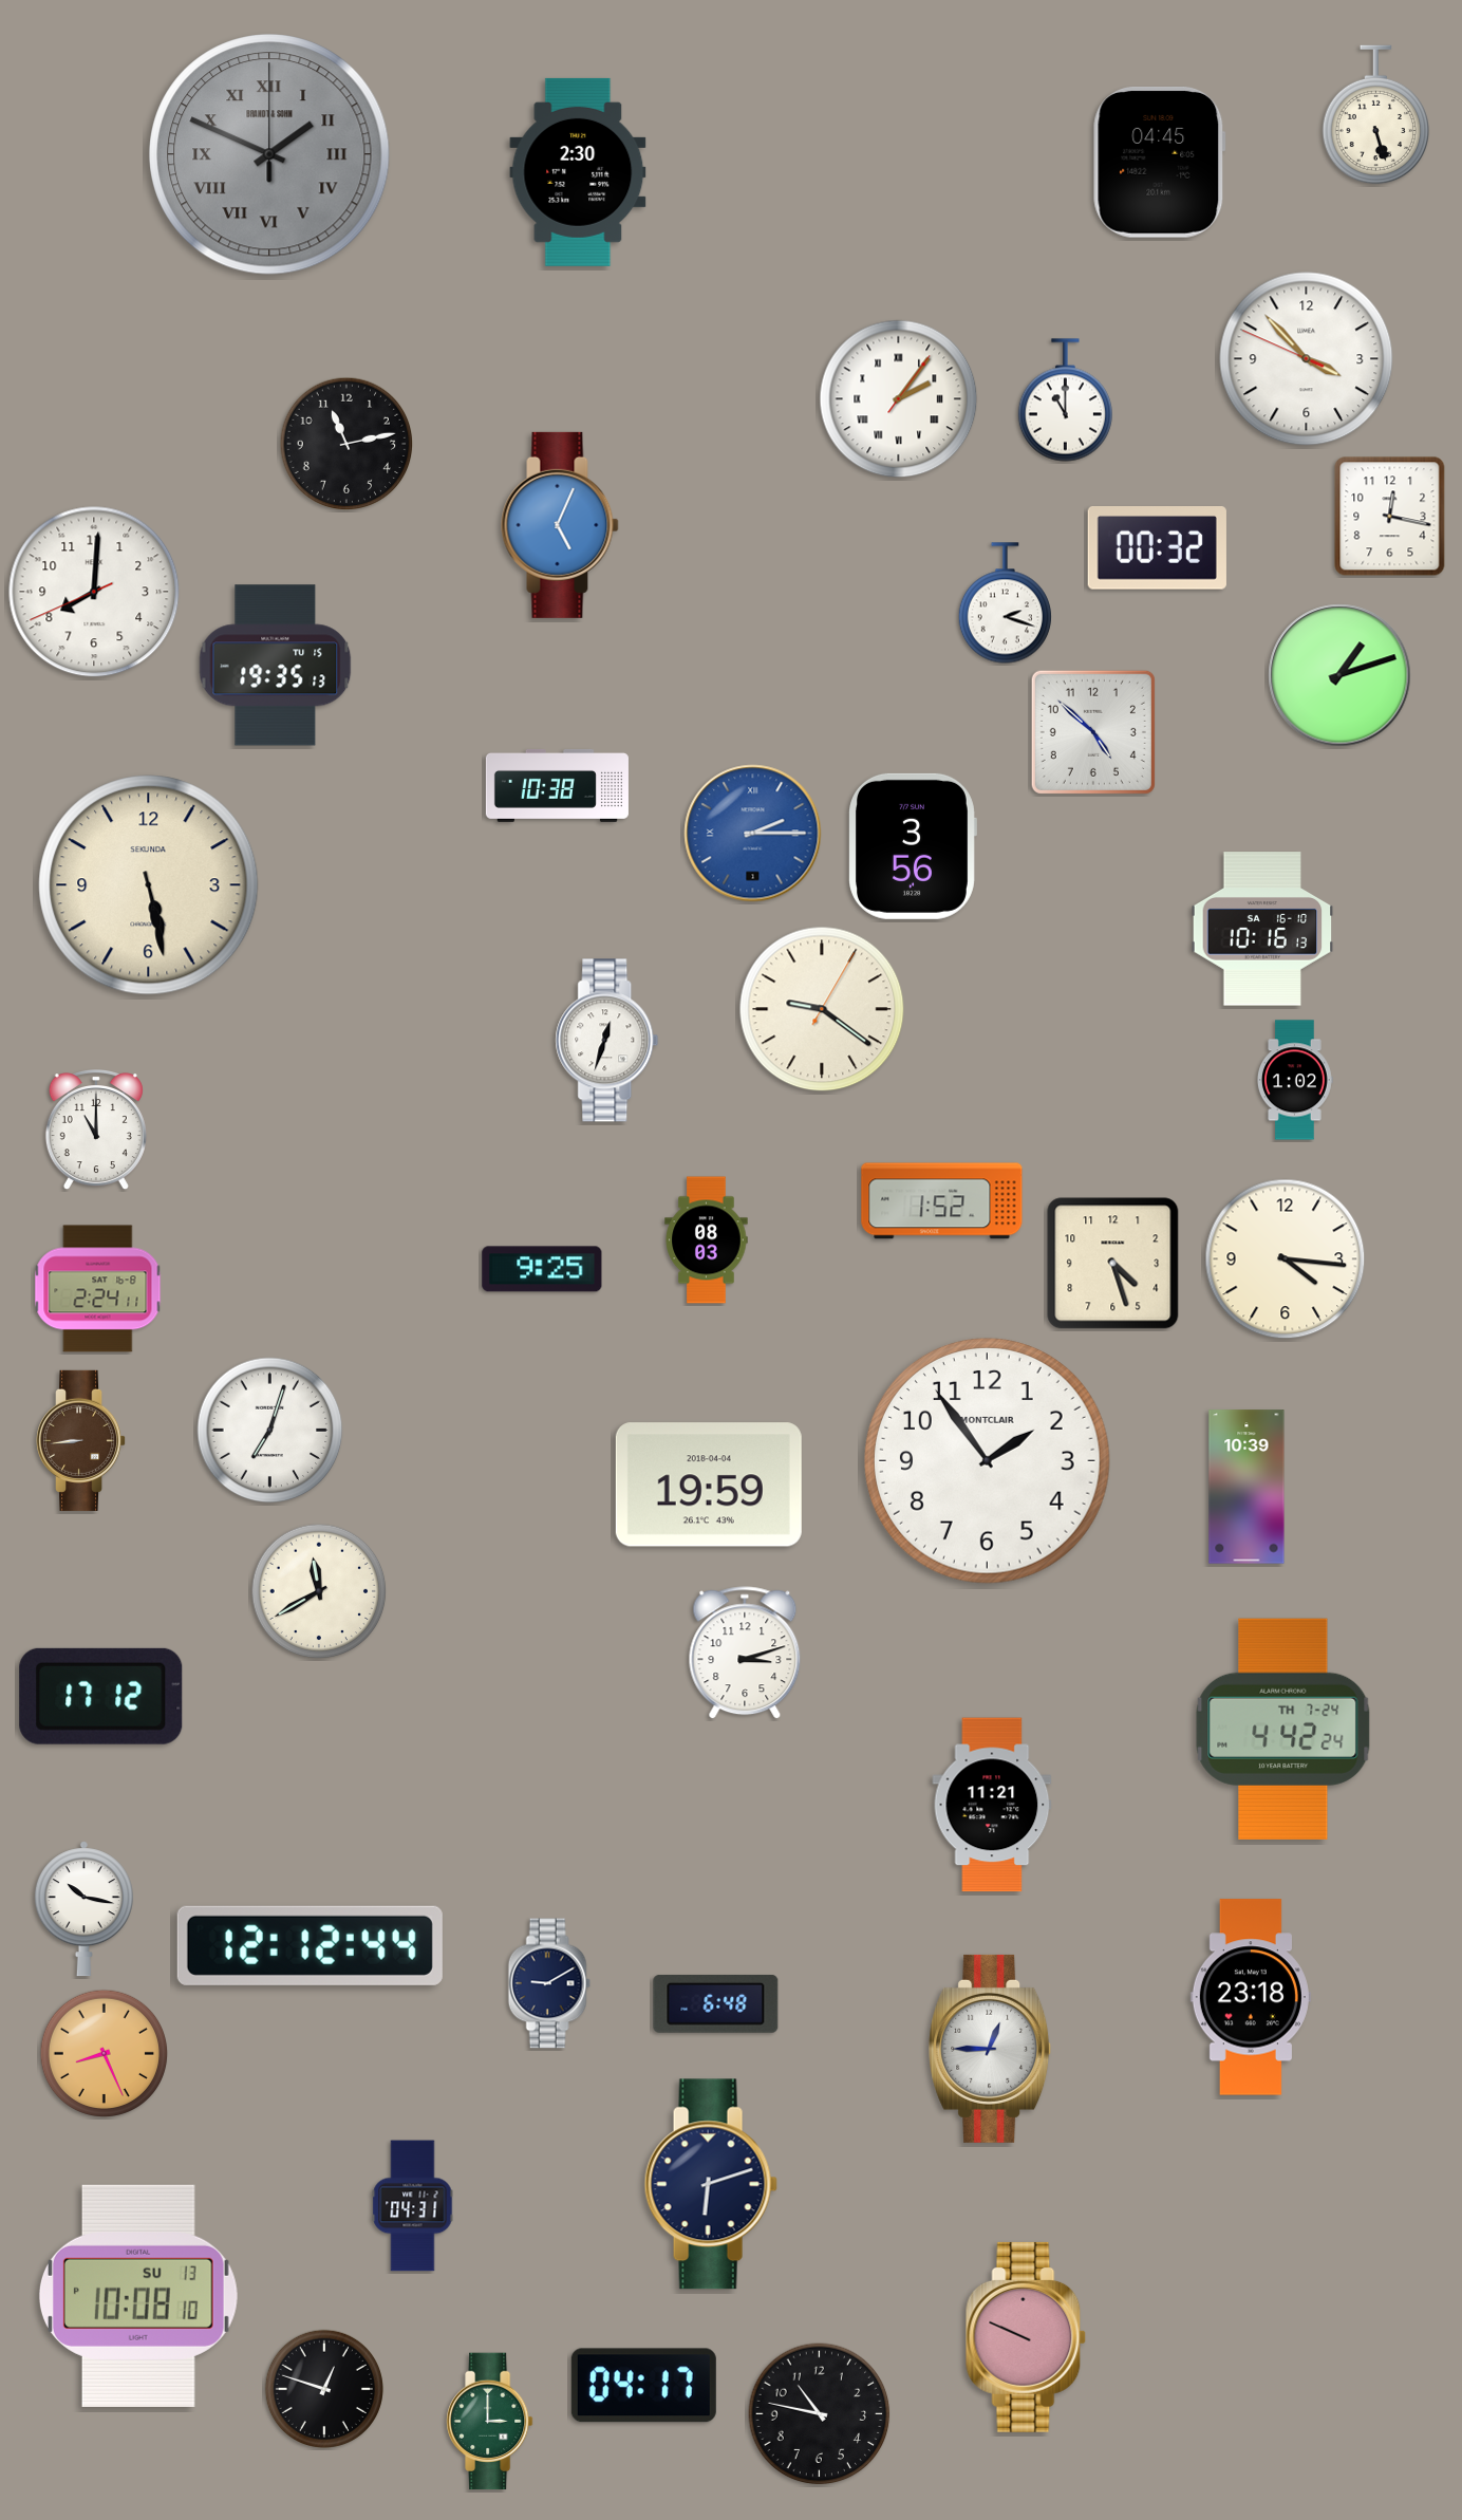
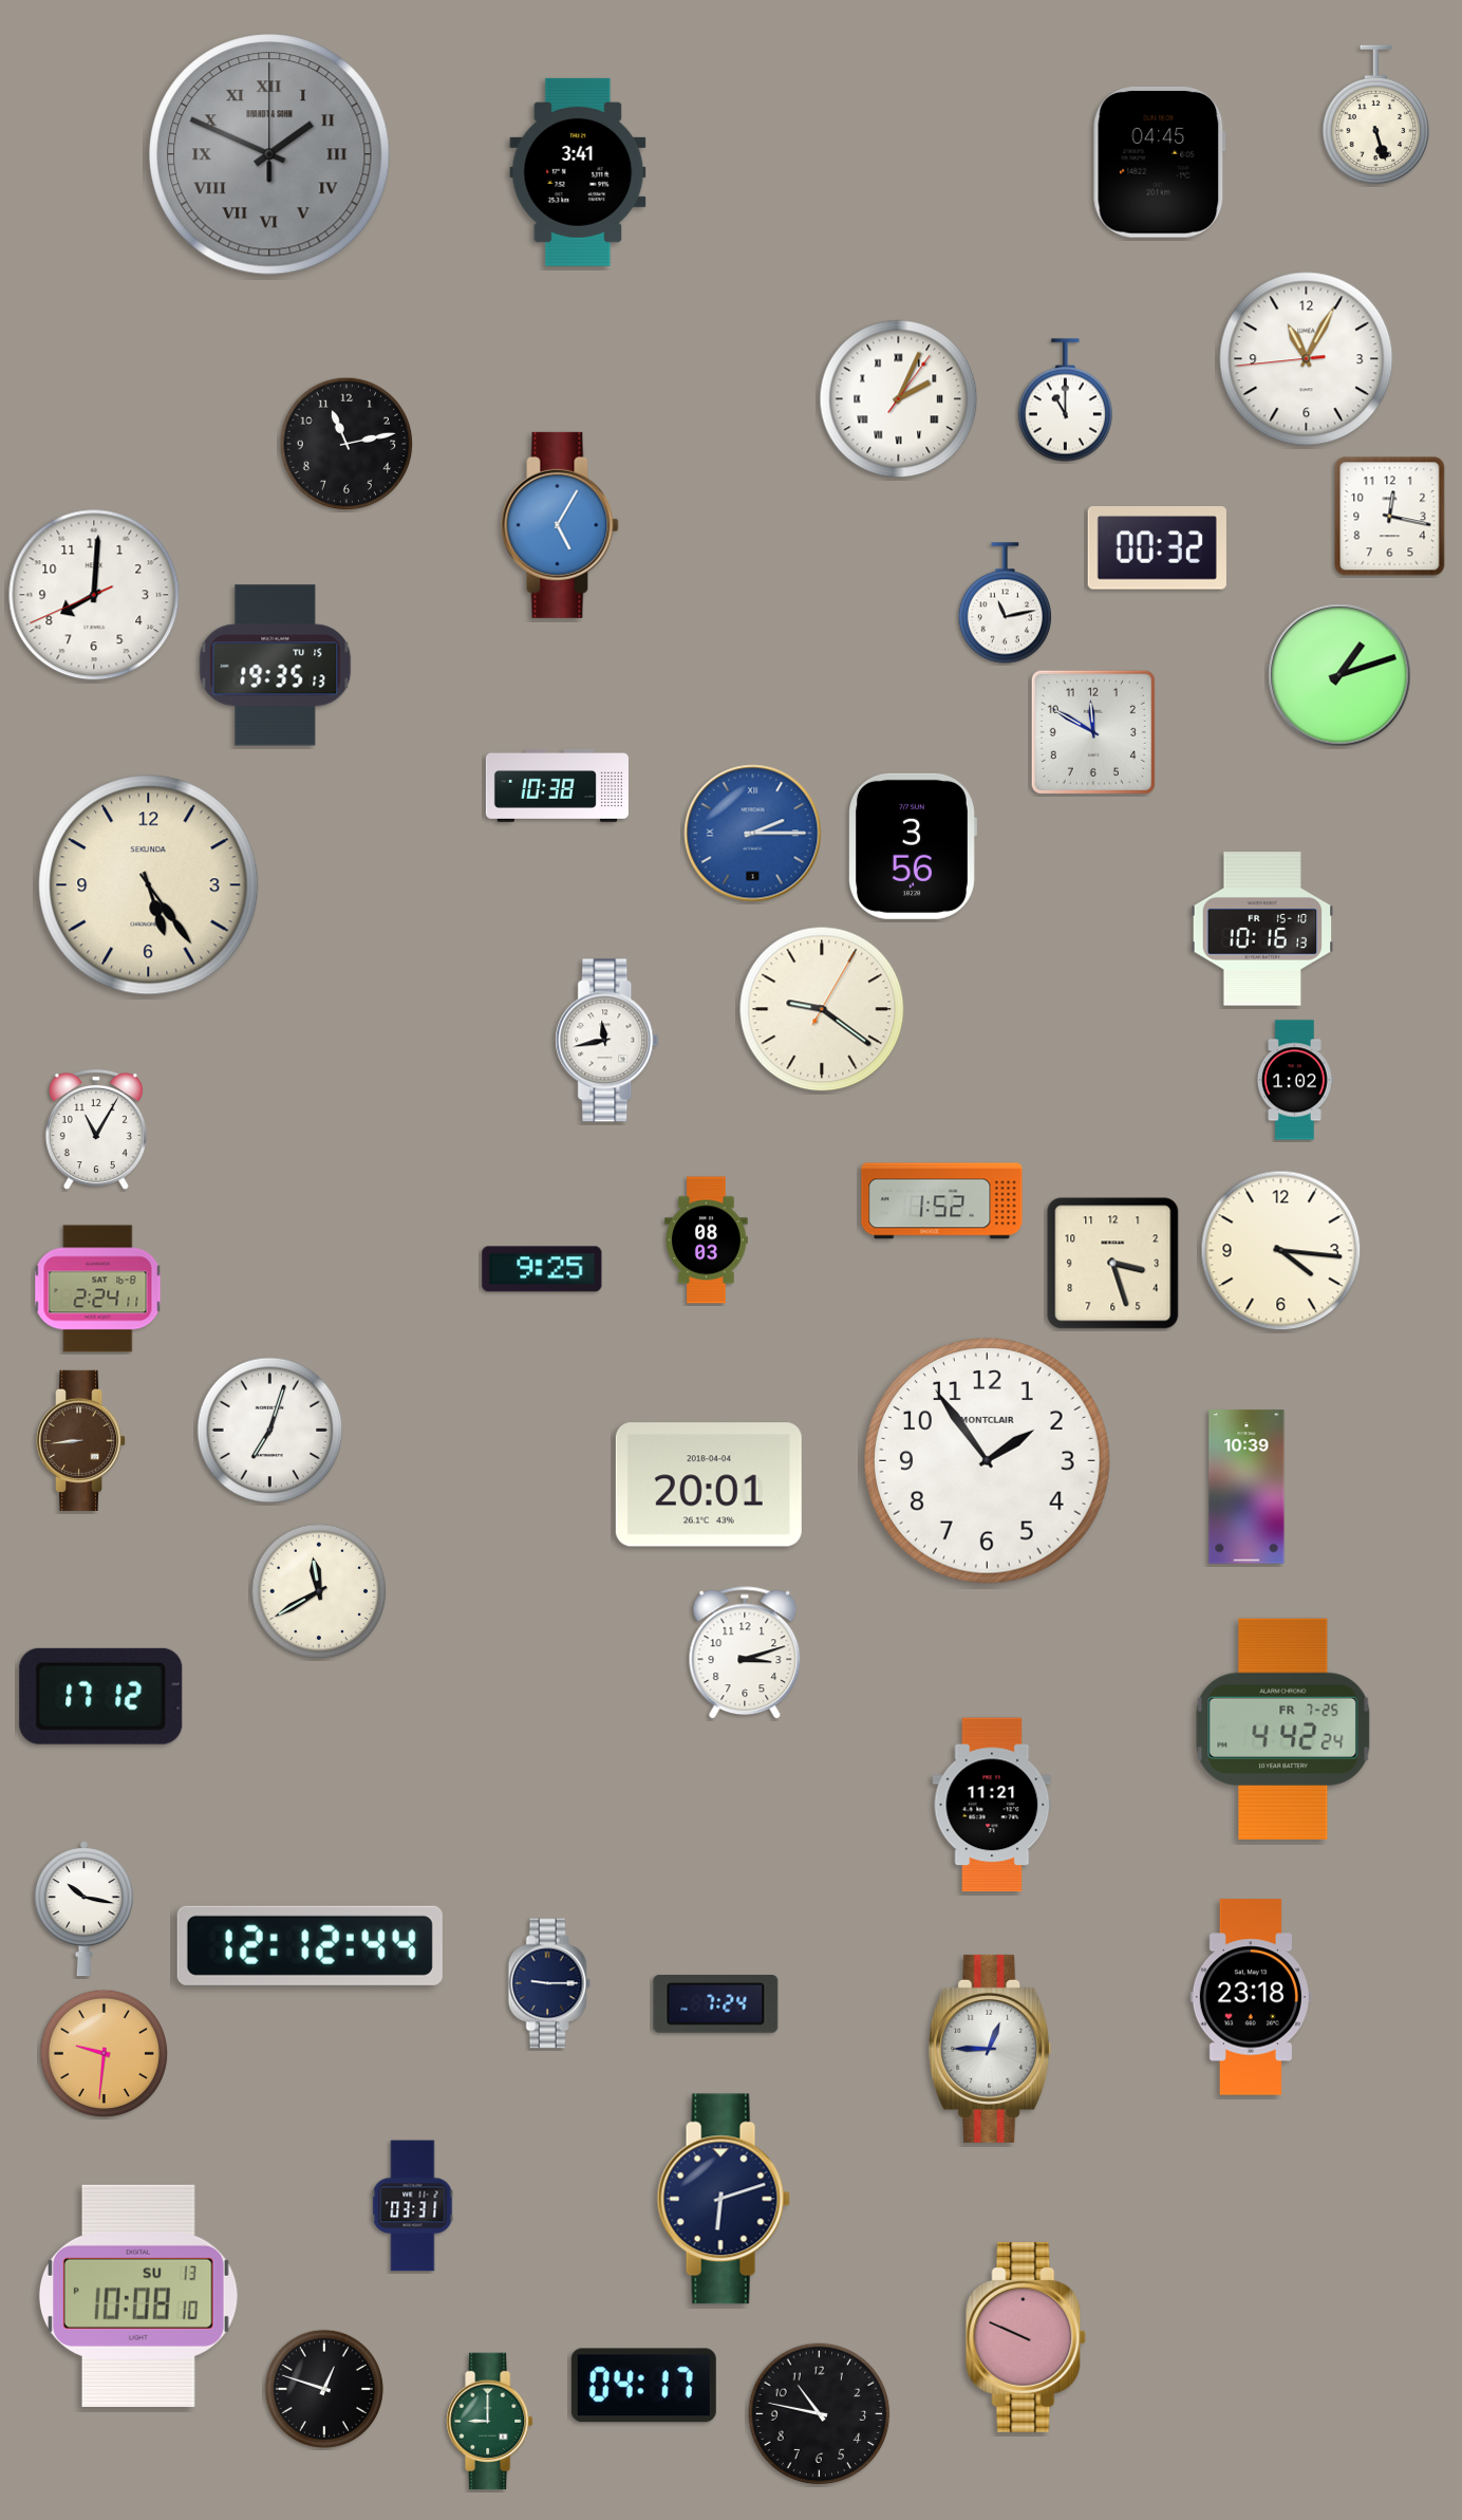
clock at (578, 172): 2:30 -> 3:41
clock at (1307, 359): 3:52 -> 11:04
clock at (899, 399): 2:06 -> 2:04
clock at (560, 525): 5:04 -> 5:05
clock at (94, 592) position: (94, 592) -> (94, 595)
clock at (1005, 603): 2:18 -> 11:13
clock at (1093, 732): 4:52 -> 11:50
clock at (149, 885): 5:28 -> 5:24
clock at (1262, 929) date: SA 16-10 -> FR 15-10
clock at (607, 1041): 12:33 -> 11:43
clock at (96, 1130): 11:00 -> 11:05
clock at (1286, 1259) position: (1286, 1259) -> (1281, 1251)
clock at (1113, 1264): 4:27 -> 3:27
clock at (709, 1485): 19:59 -> 20:01
clock at (1283, 1729) date: TH 7-24 -> FR 7-25
clock at (549, 1983): 9:10 -> 9:15
clock at (716, 2003): 6:48 -> 7:24
clock at (105, 2054): 8:26 -> 9:31
clock at (711, 2184) position: (711, 2184) -> (724, 2199)
clock at (413, 2206): 04:31 -> 03:31
clock at (490, 2422): 3:00 -> 9:00
